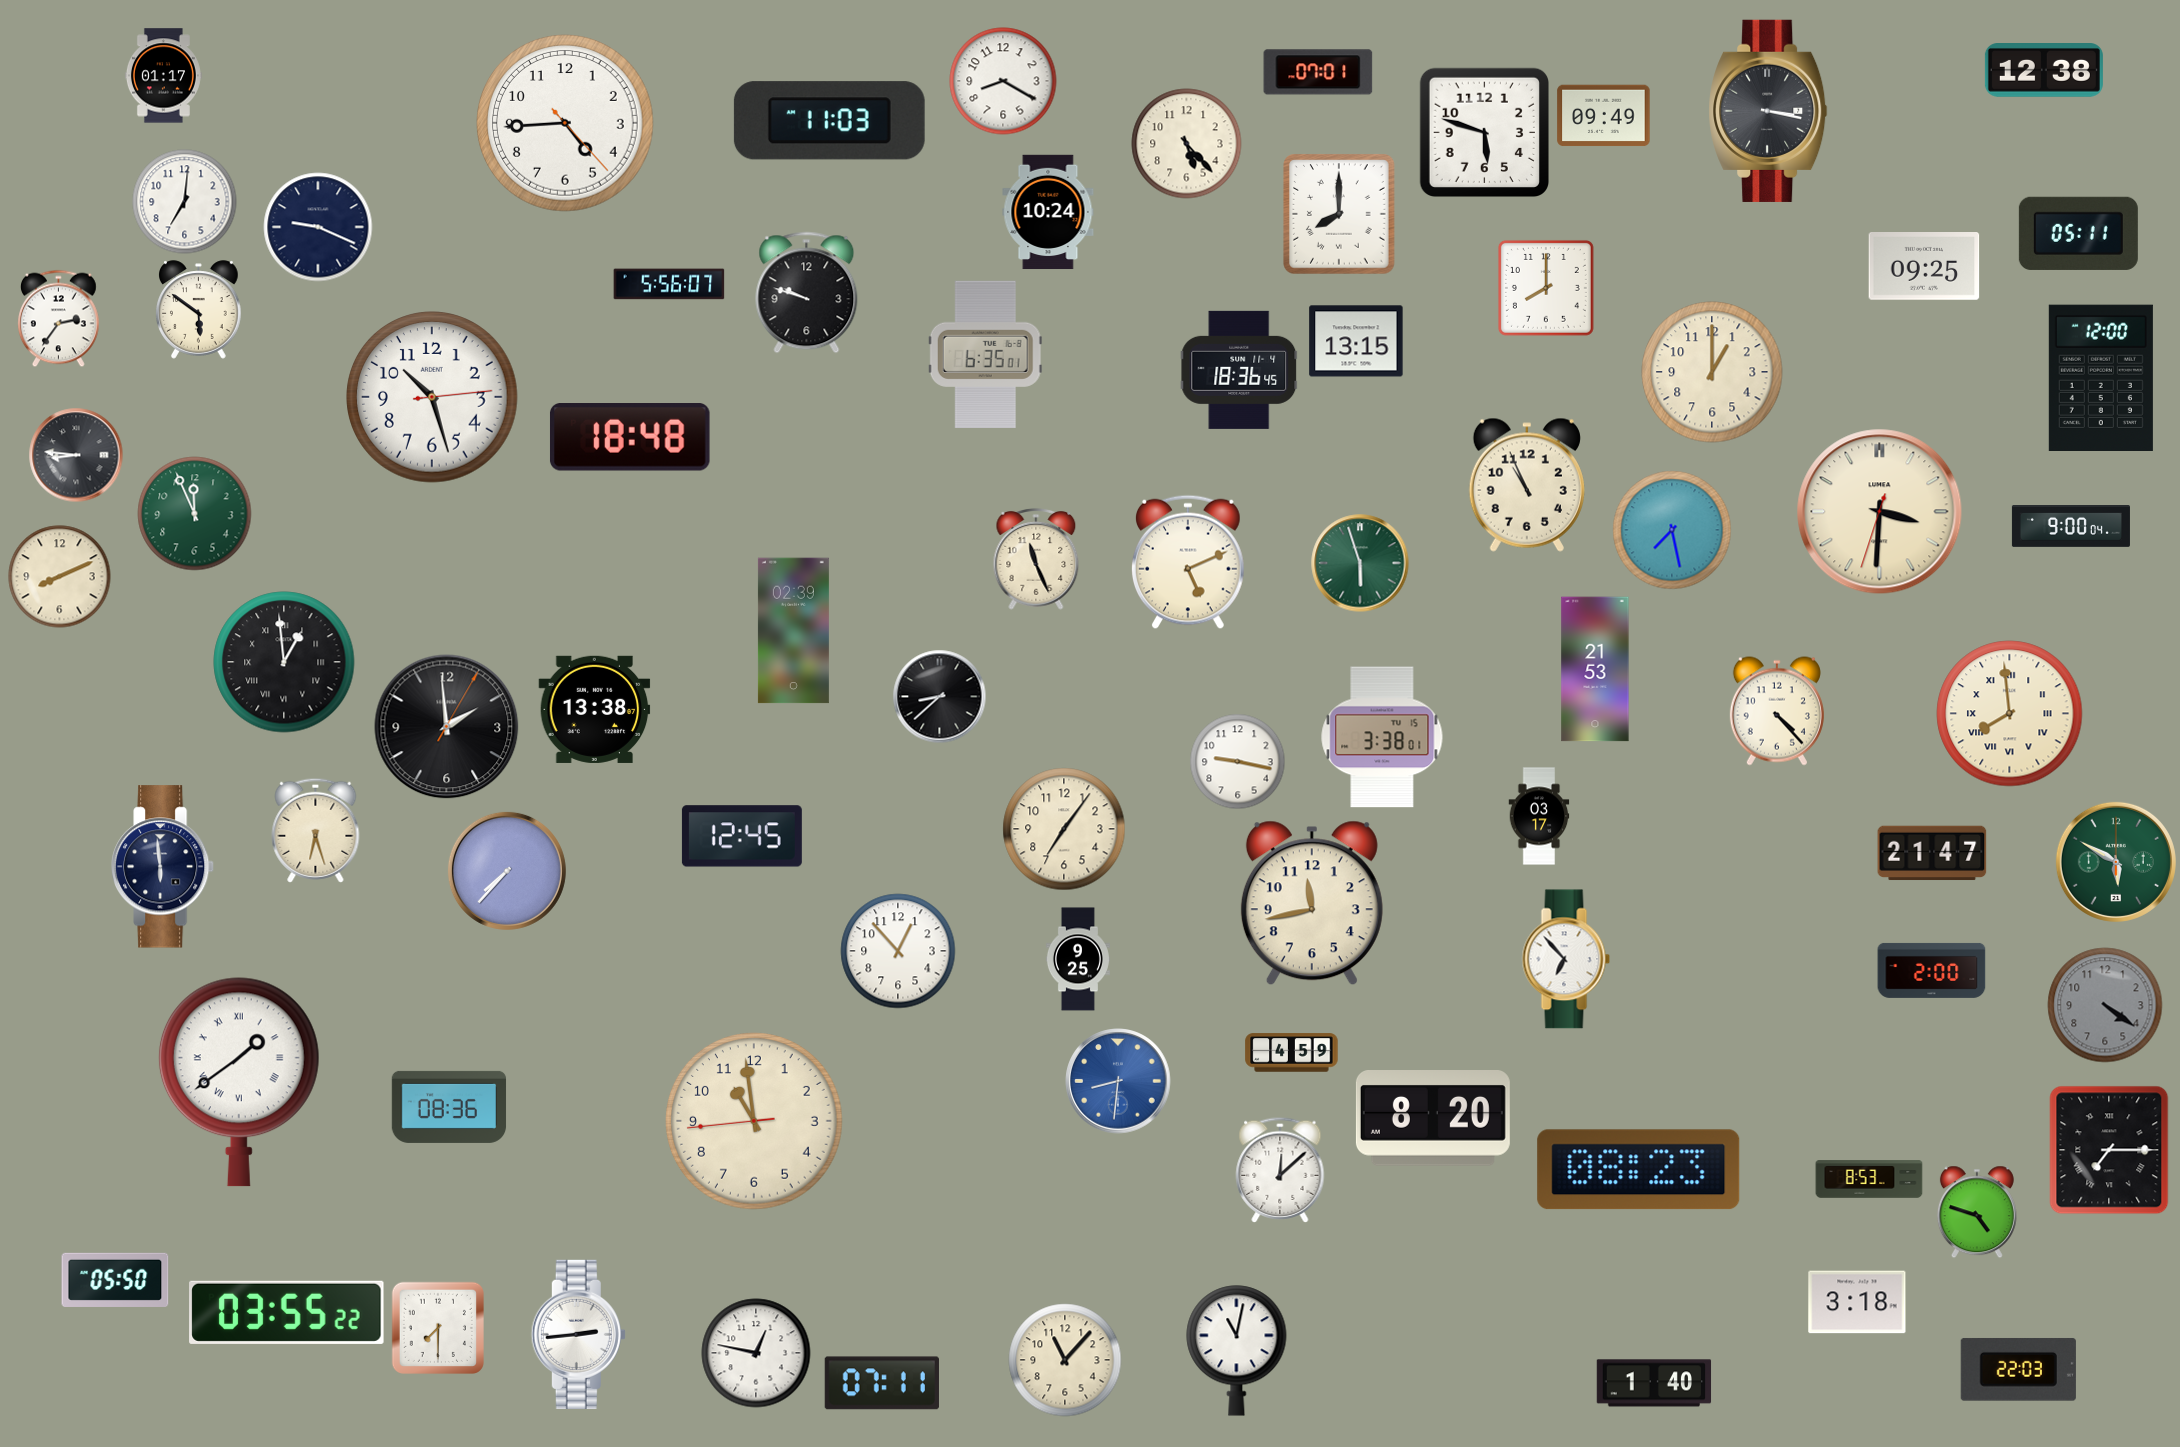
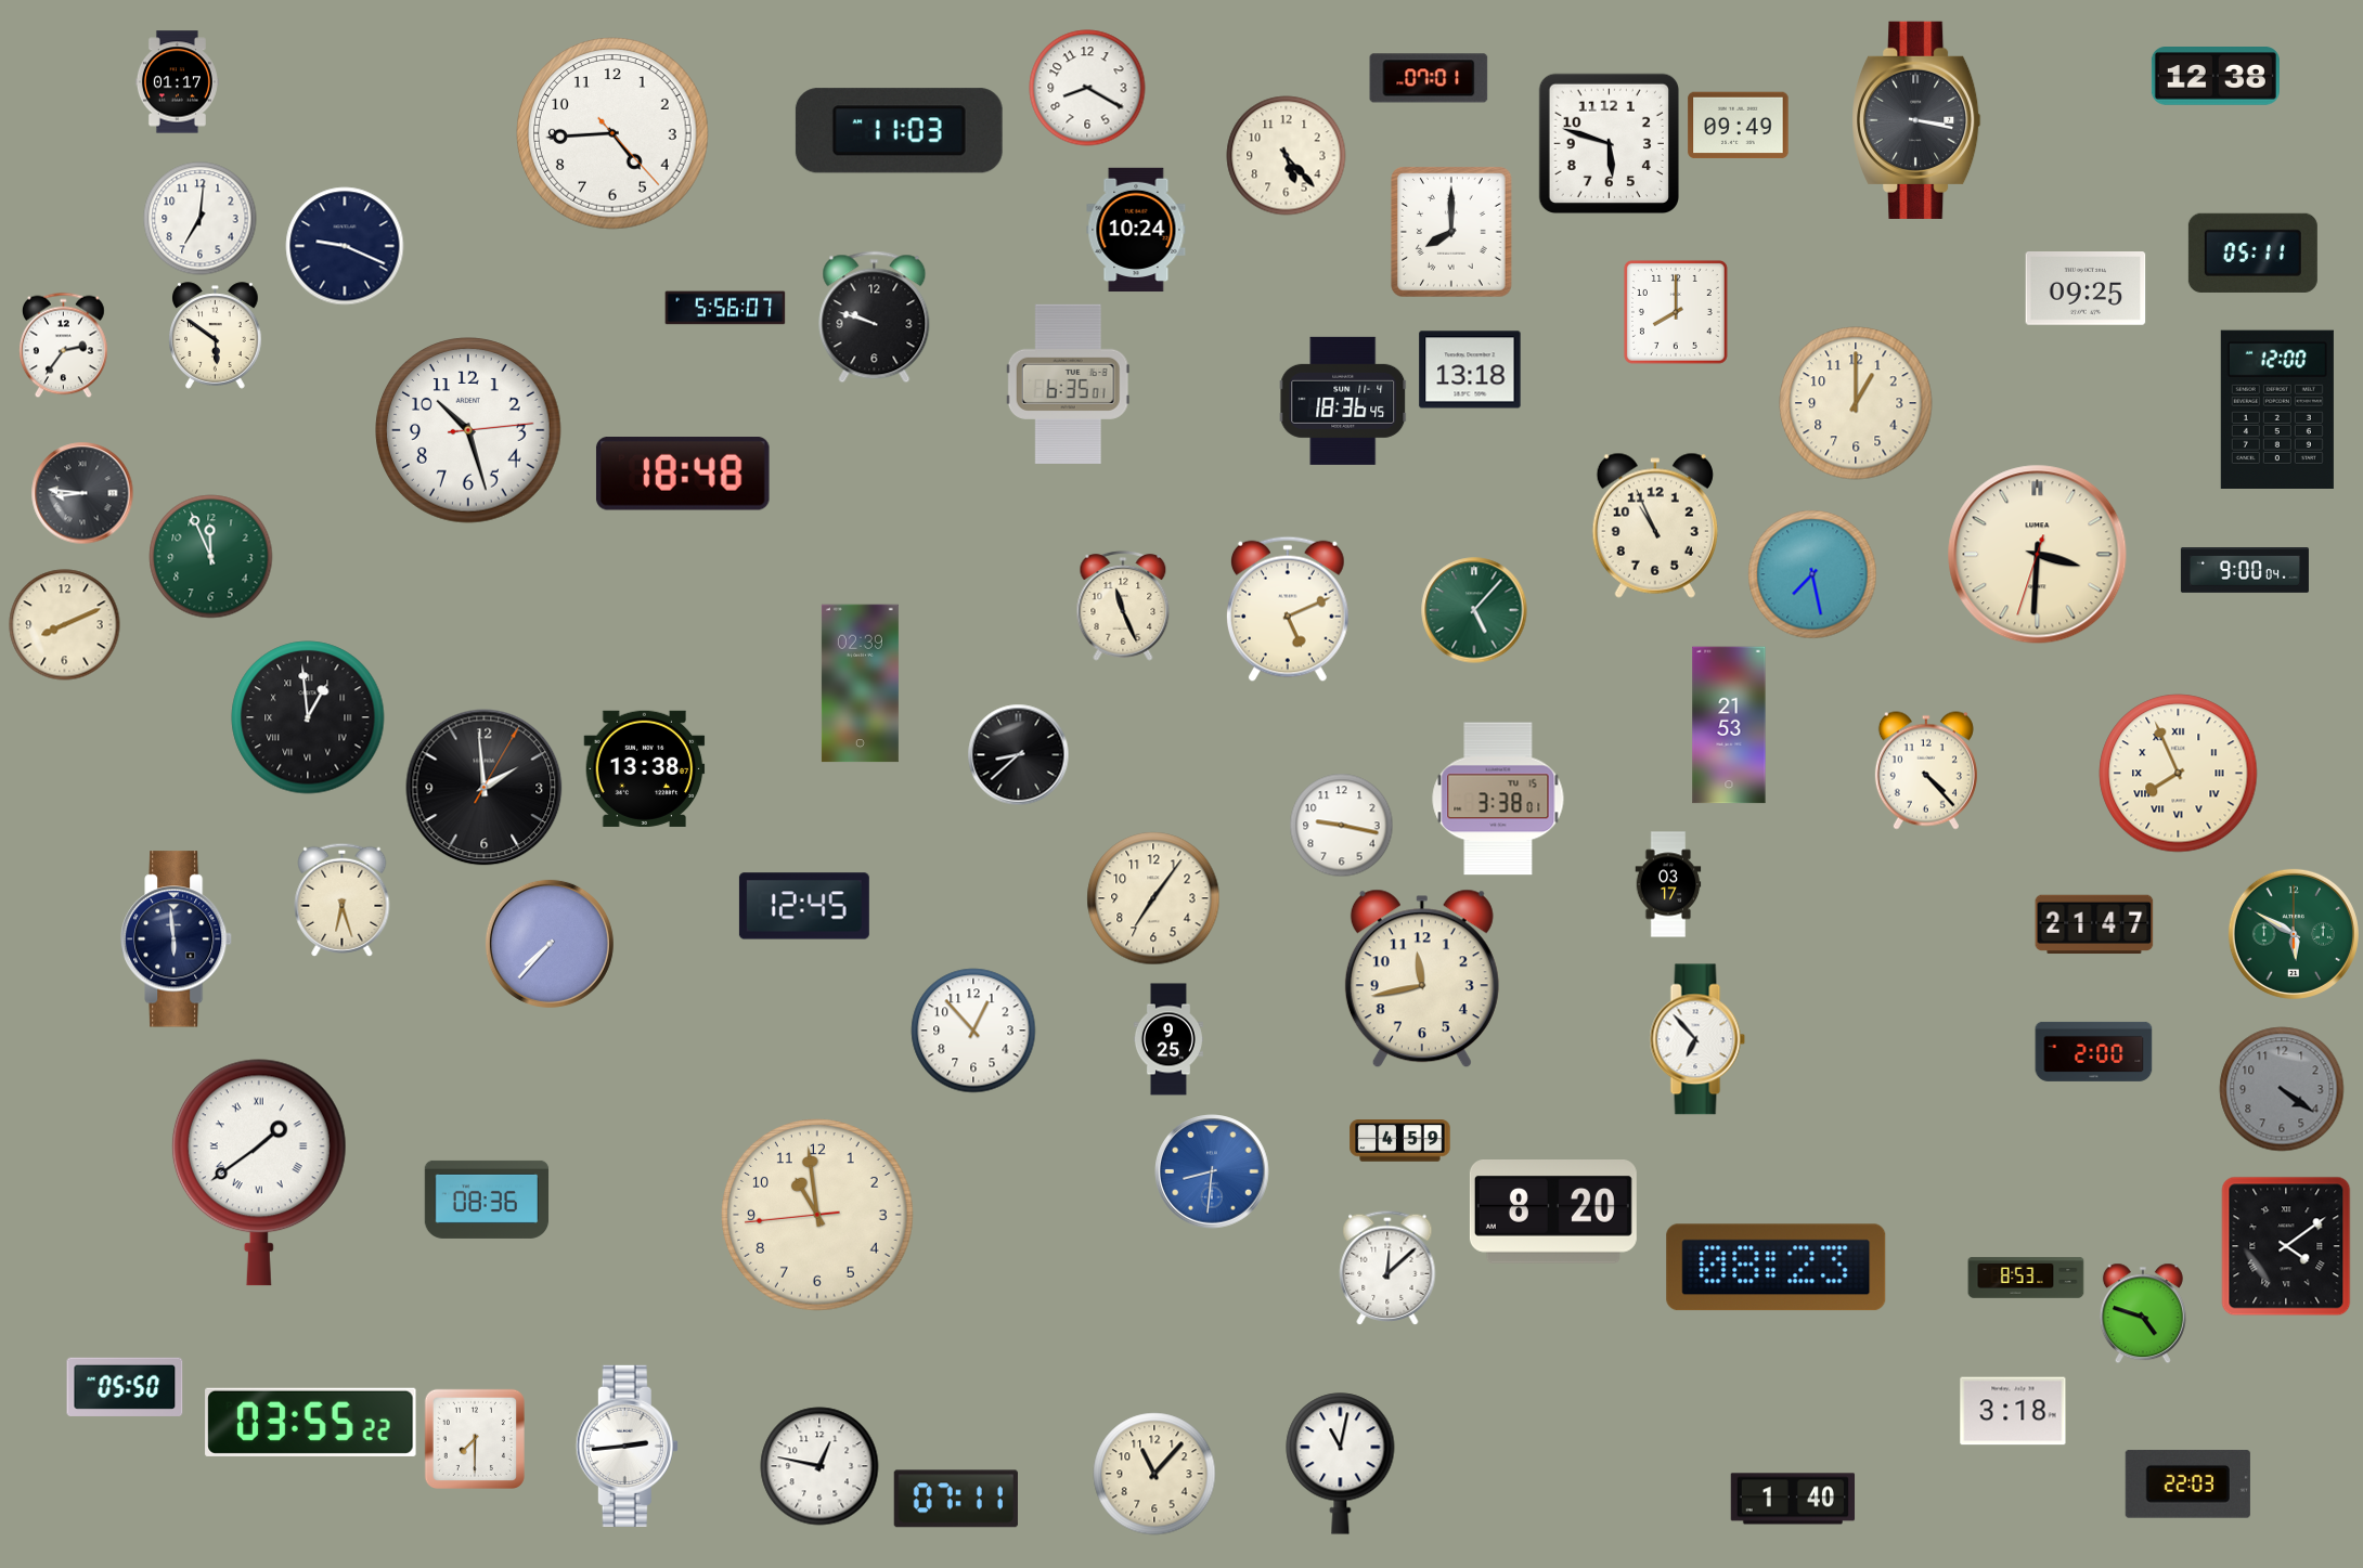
clock at (1356, 341): 13:15 -> 13:18
clock at (1360, 563): 5:57 -> 5:07
clock at (2010, 714): 7:59 -> 7:56
clock at (2109, 1150): 7:15 -> 4:09
